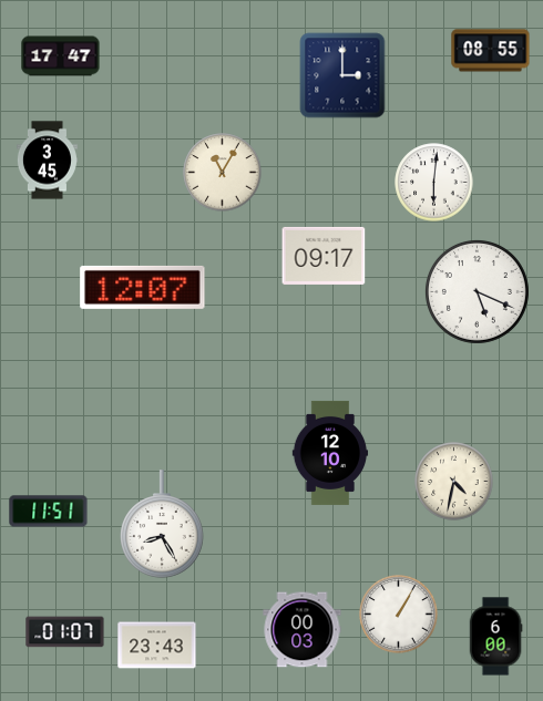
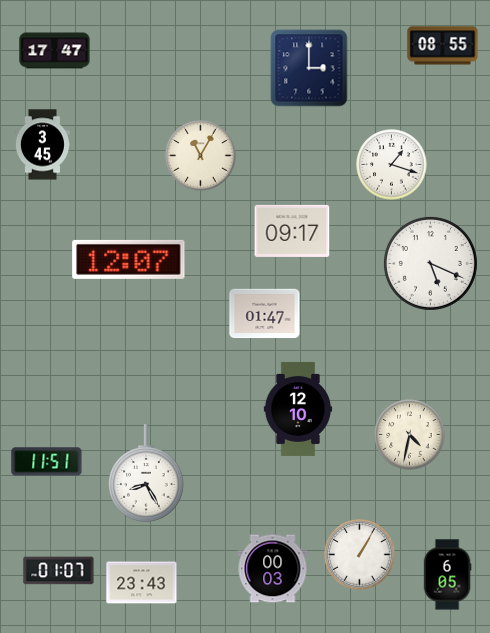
clock at (434, 183): 6:01 -> 1:18
clock at (265, 314): none -> 01:47
clock at (49, 512) position: (49, 512) -> (47, 462)
clock at (495, 637): 6:00 -> 6:05
